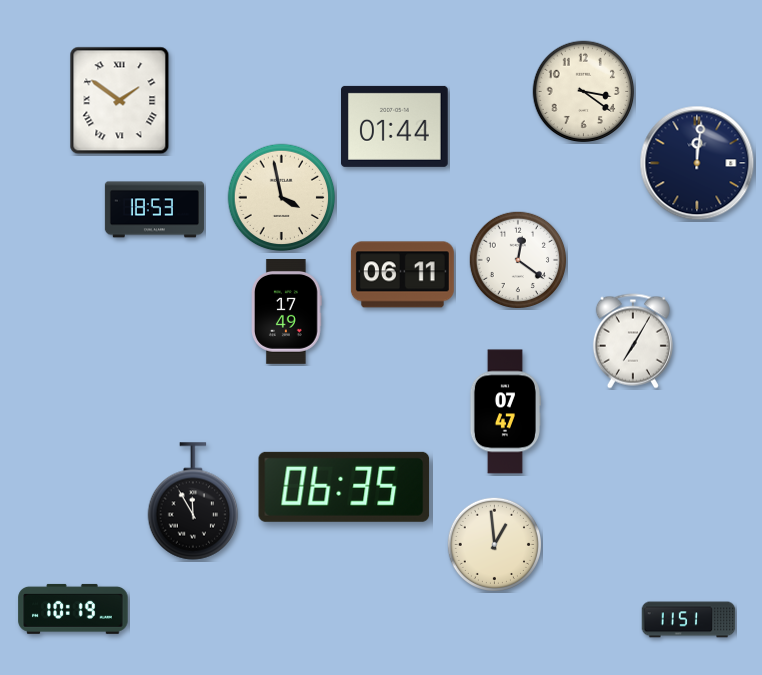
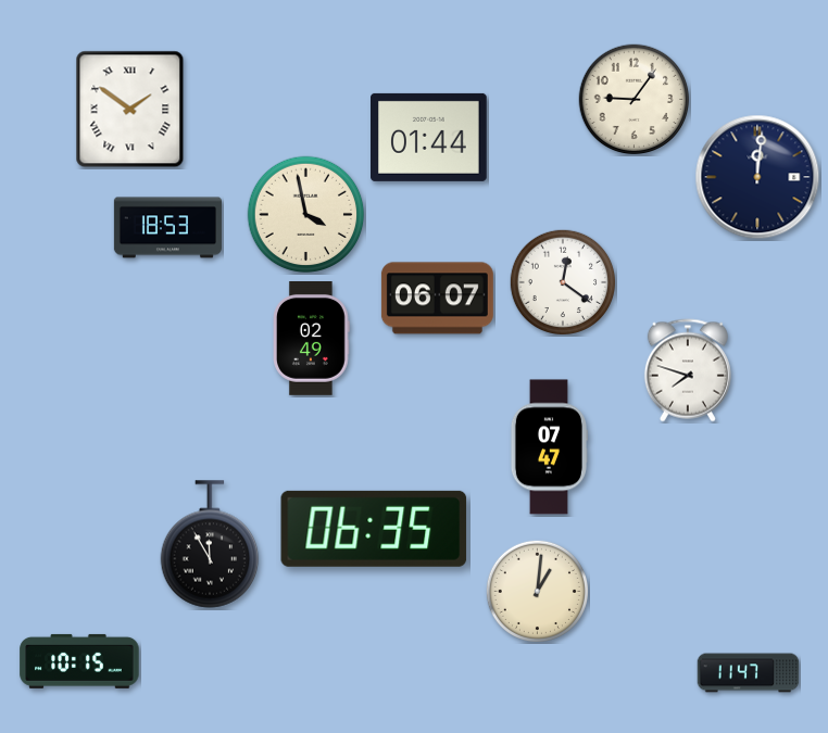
clock at (584, 92): 3:21 -> 9:06
clock at (402, 275): 06:11 -> 06:07
clock at (287, 312): 17:49 -> 02:49
clock at (633, 341): 7:05 -> 7:48
clock at (494, 544): 12:59 -> 1:01
clock at (73, 609): 10:19 -> 10:15
clock at (689, 620): 11:51 -> 11:47
